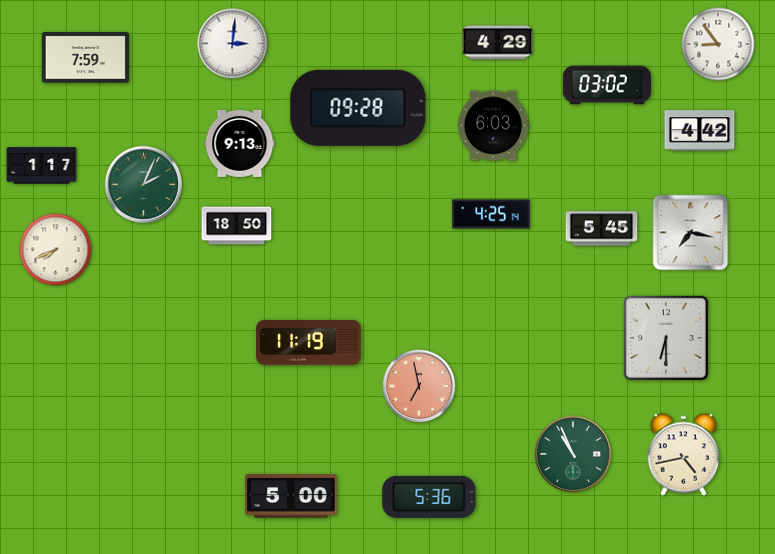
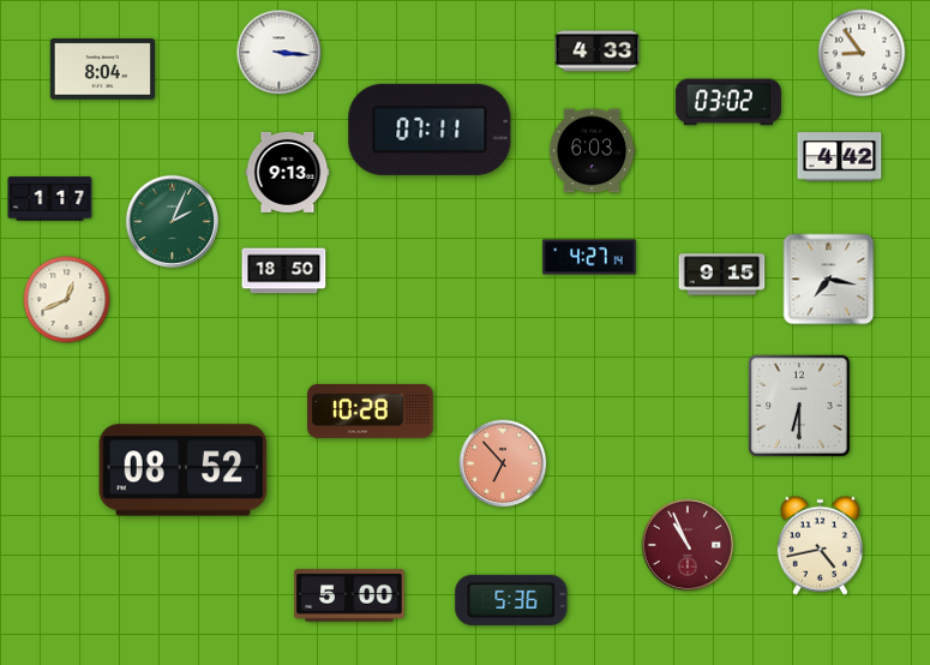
clock at (498, 43): 4:29 -> 4:33
clock at (233, 44): 3:01 -> 3:16
clock at (85, 58): 7:59 -> 8:04
clock at (358, 108): 09:28 -> 07:11
clock at (491, 214): 4:25 -> 4:27
clock at (602, 229): 5:45 -> 9:15
clock at (56, 250): 7:41 -> 12:41
clock at (309, 342): 11:19 -> 10:28
clock at (419, 386): 6:58 -> 6:53
clock at (184, 471): none -> 08:52
clock at (573, 454) dial: green -> burgundy
clock at (429, 497) position: (429, 497) -> (511, 600)
